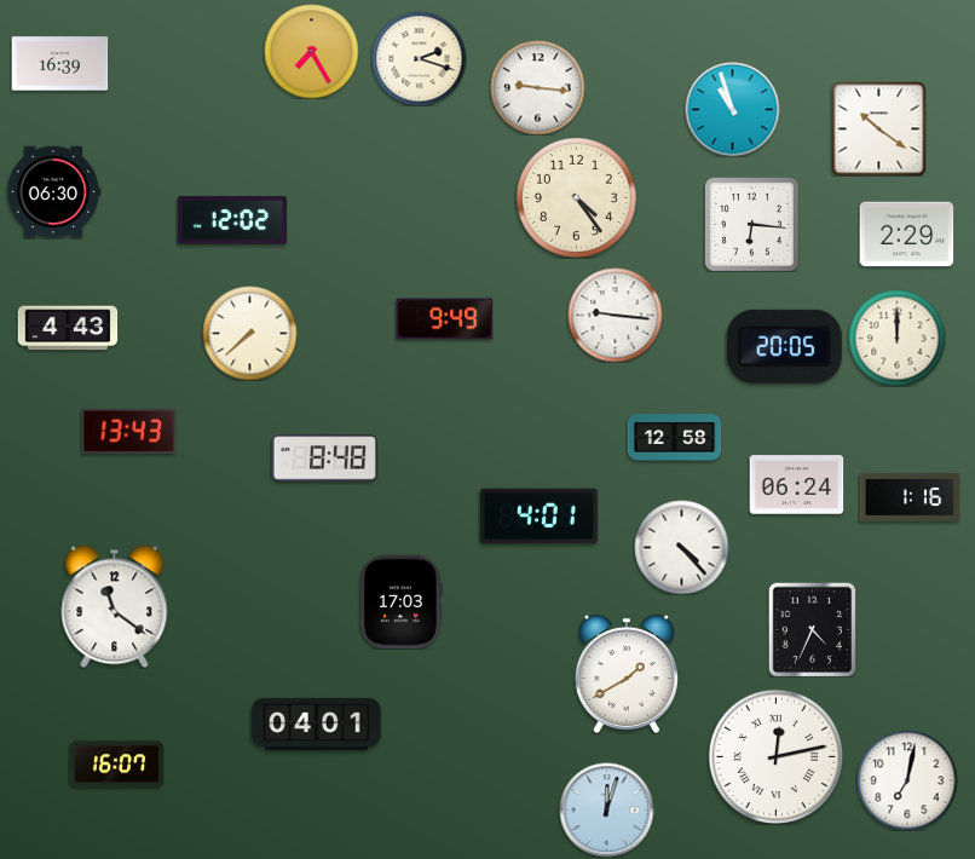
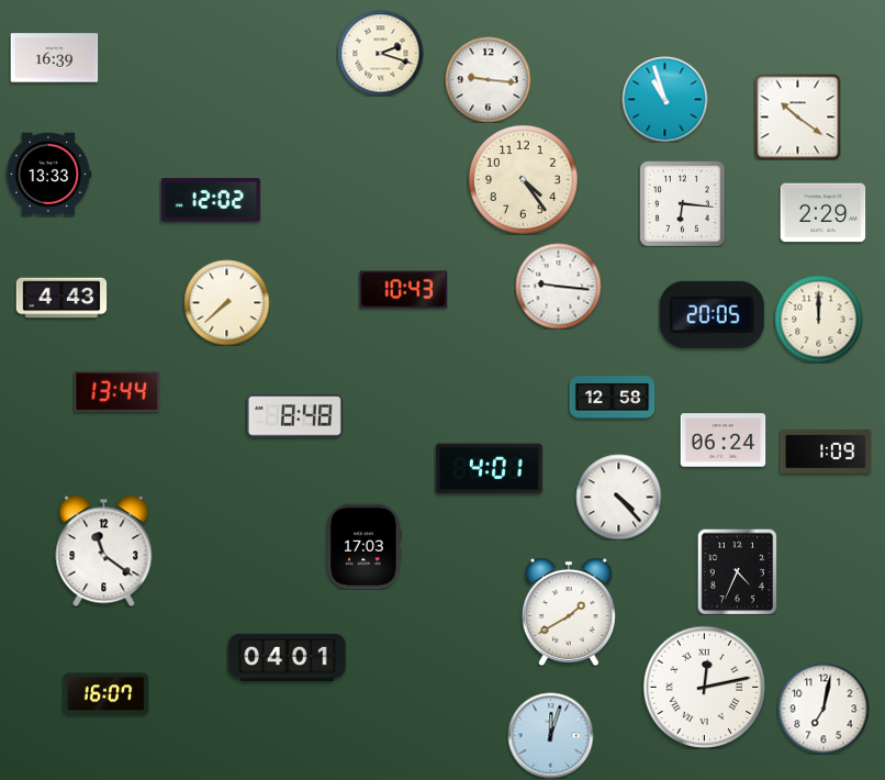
clock at (311, 51): 7:25 -> none
clock at (53, 192): 06:30 -> 13:33
clock at (444, 319): 9:49 -> 10:43
clock at (896, 338) position: (896, 338) -> (818, 319)
clock at (128, 431): 13:43 -> 13:44
clock at (910, 498): 1:16 -> 1:09
